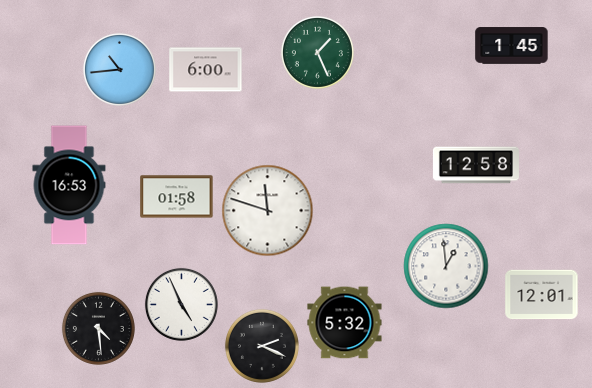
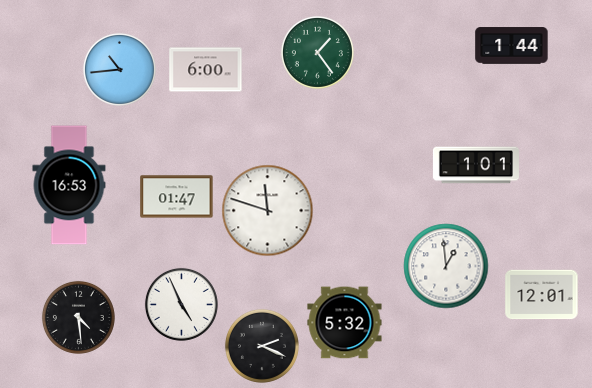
clock at (512, 46): 1:45 -> 1:44
clock at (317, 52): 1:26 -> 1:24
clock at (476, 165): 12:58 -> 1:01
clock at (177, 197): 01:58 -> 01:47
clock at (98, 328) position: (98, 328) -> (78, 317)
